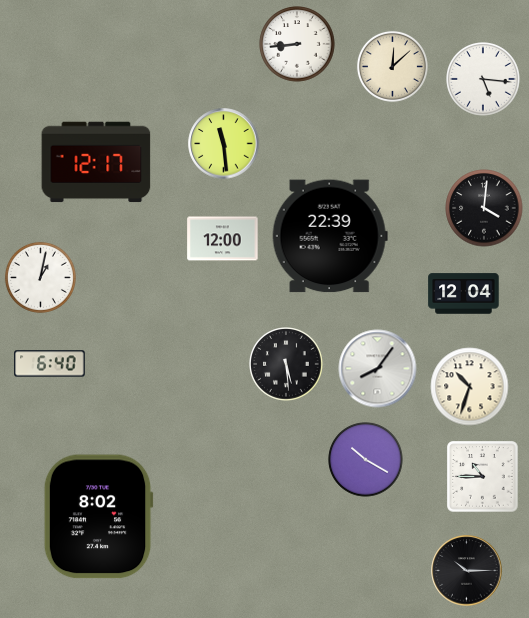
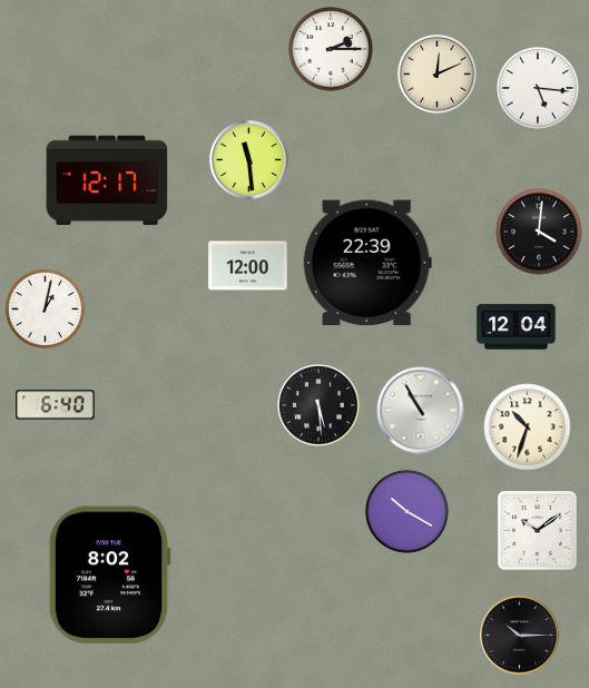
clock at (297, 44): 8:44 -> 2:15
clock at (392, 66): 12:08 -> 12:11
clock at (378, 369): 8:06 -> 10:55
clock at (470, 387) position: (470, 387) -> (528, 427)
clock at (483, 477): 10:45 -> 10:09
